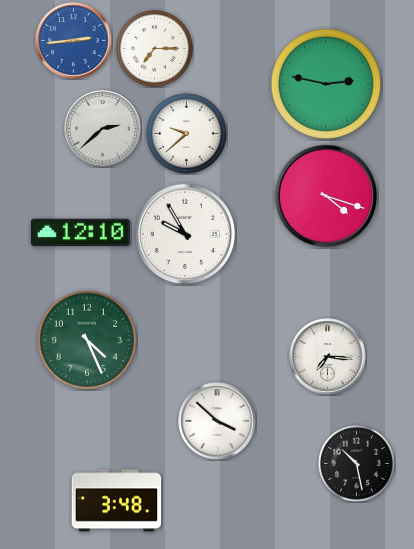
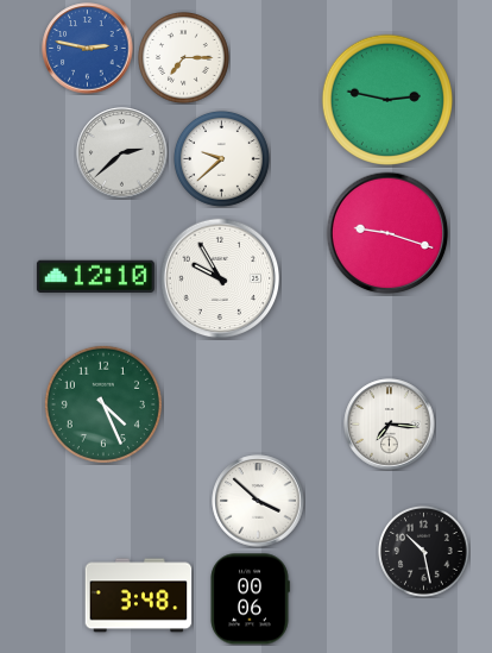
clock at (74, 41): 2:44 -> 2:47
clock at (326, 196): 4:18 -> 9:18
clock at (250, 599): none -> 00:06
